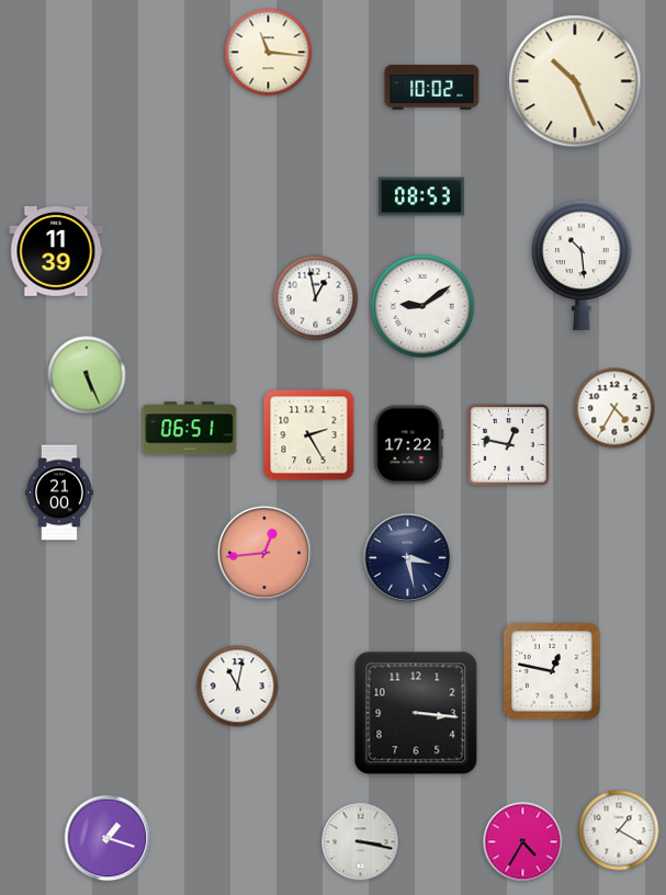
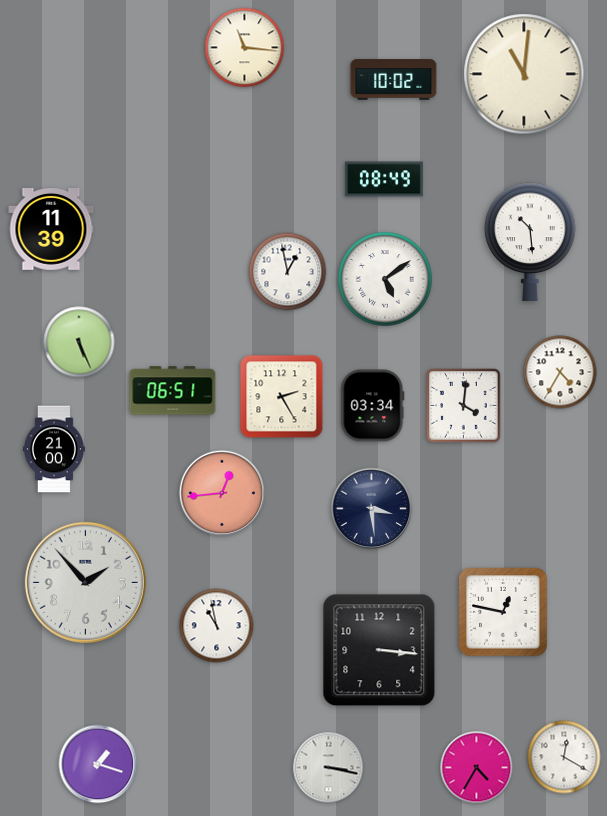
clock at (575, 81): 10:26 -> 11:01
clock at (421, 196): 08:53 -> 08:49
clock at (422, 306): 9:09 -> 5:09
clock at (409, 445): 17:22 -> 03:34
clock at (509, 445): 12:47 -> 4:01
clock at (264, 553) position: (264, 553) -> (222, 493)
clock at (408, 558): 3:28 -> 3:29
clock at (85, 582): none -> 1:53
clock at (238, 687): 11:02 -> 10:58
clock at (619, 830): 1:20 -> 12:20
